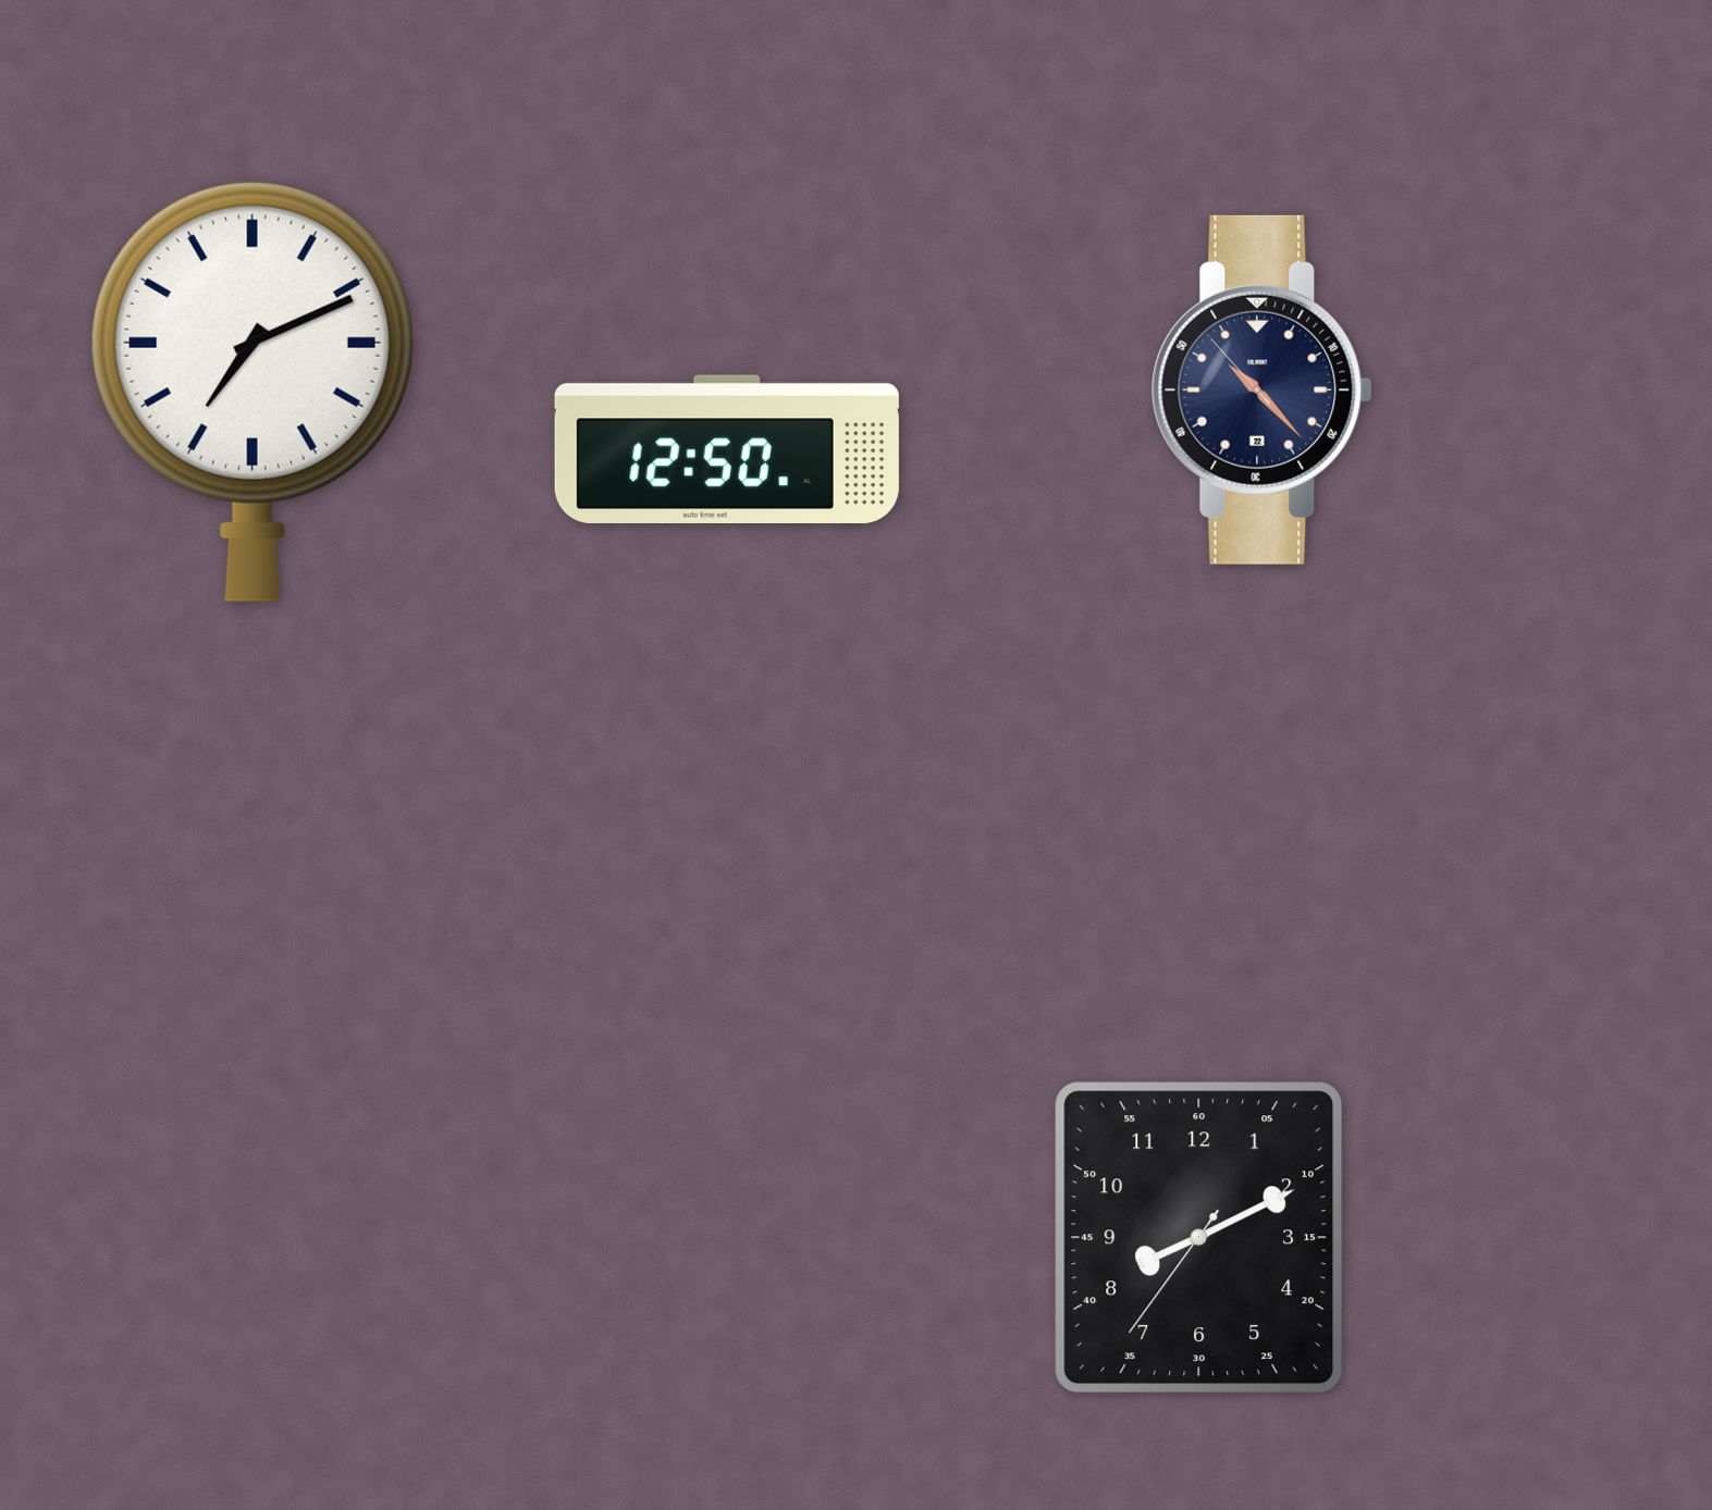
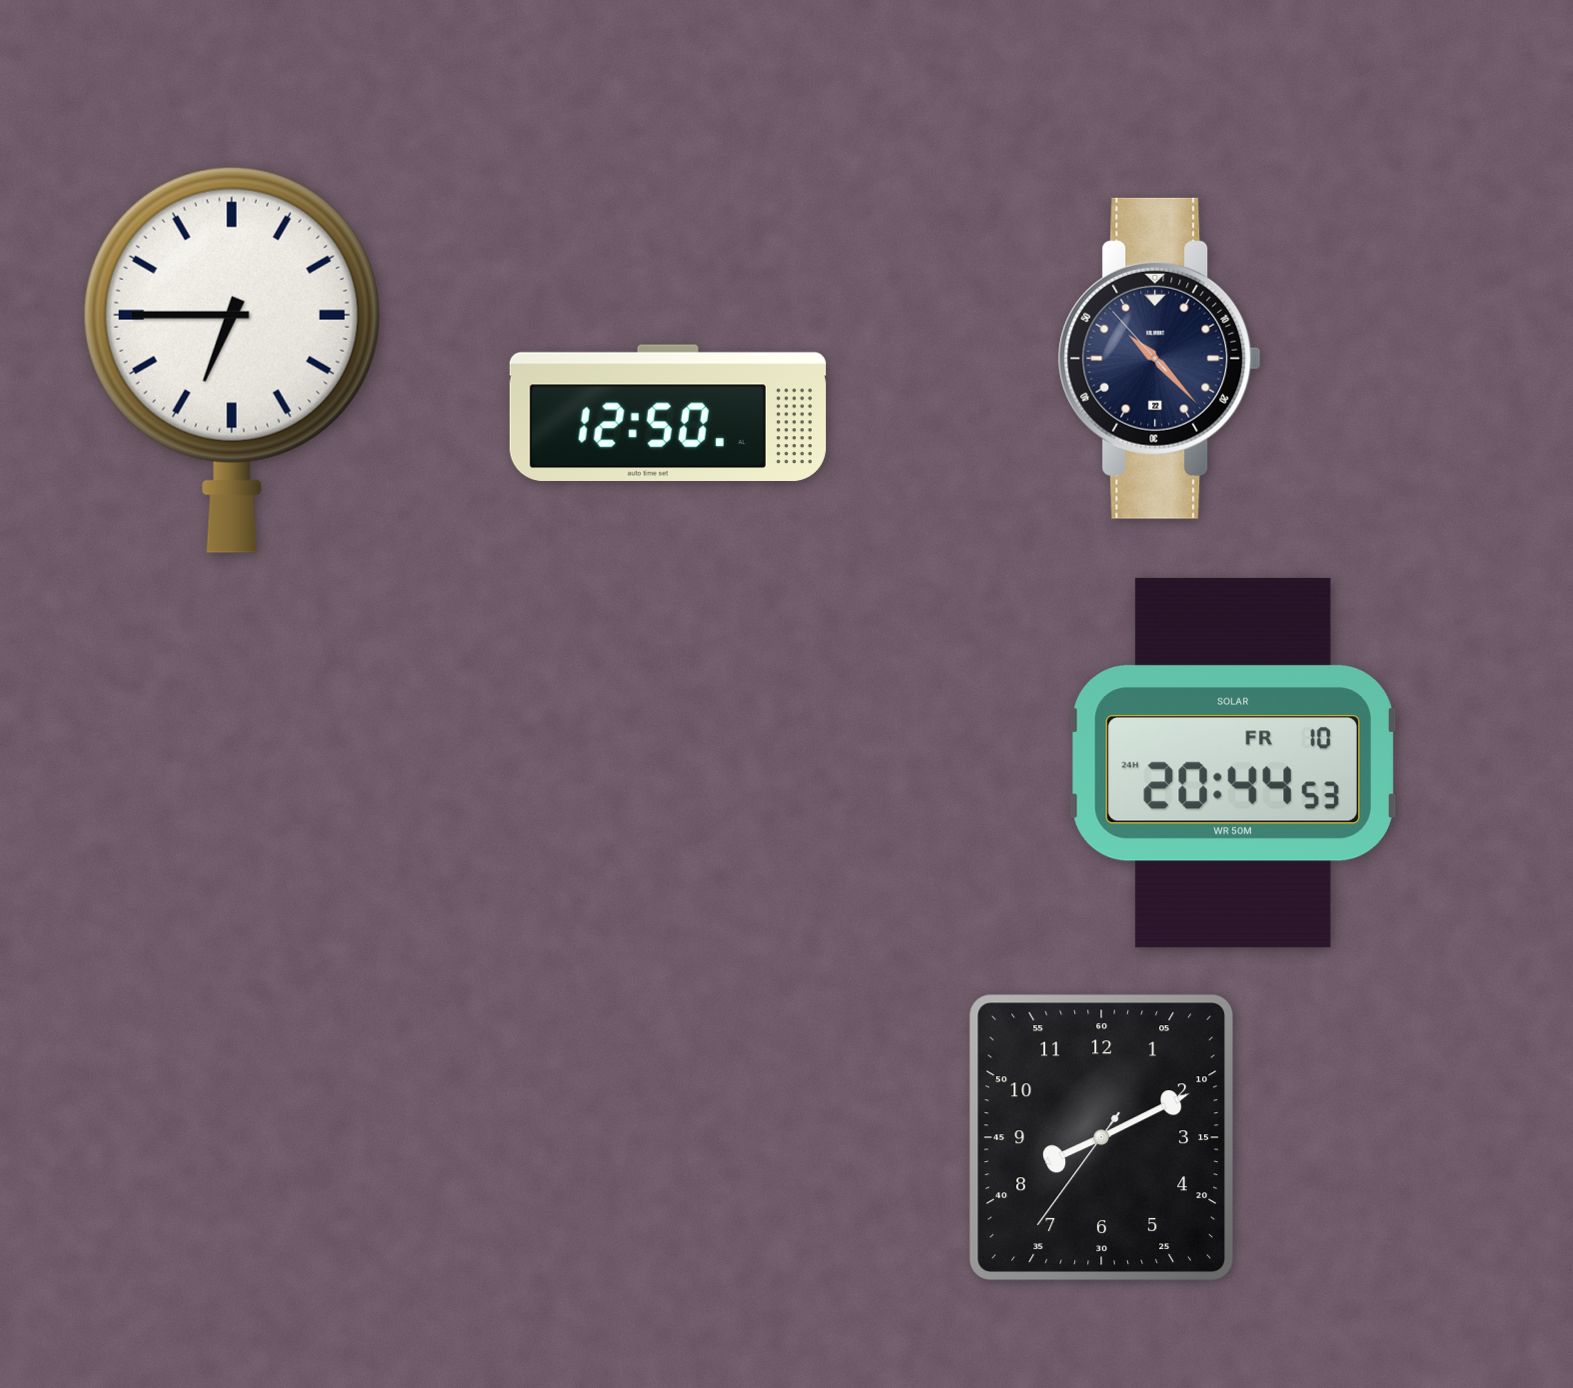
clock at (253, 392): 7:11 -> 6:45
clock at (1233, 763): none -> 20:44
